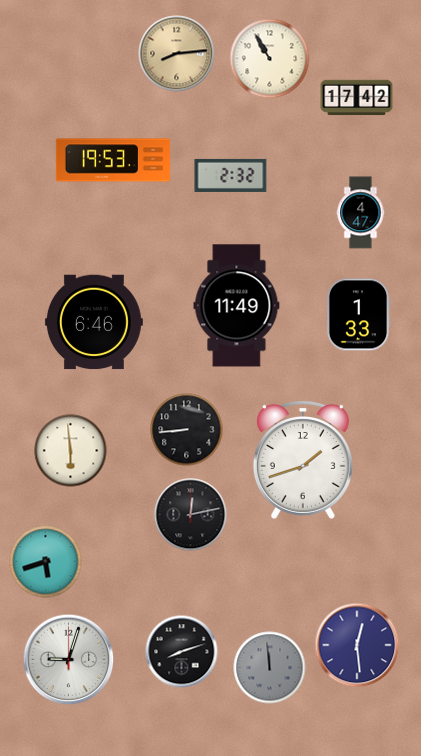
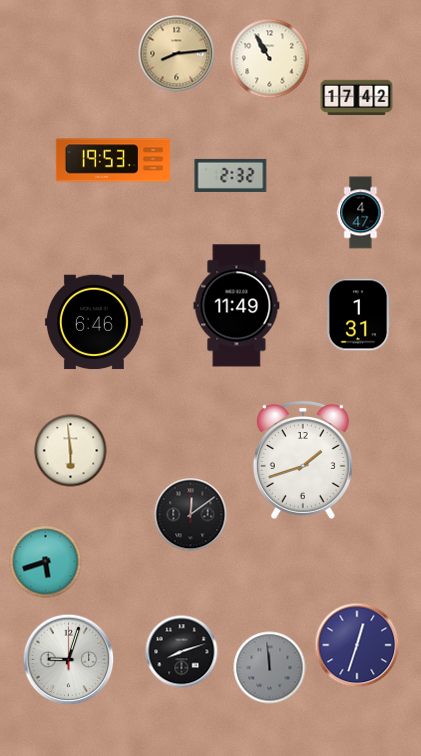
clock at (358, 315): 1:33 -> 1:31
clock at (187, 430): 8:44 -> none
clock at (191, 515): 12:13 -> 12:09
clock at (357, 645): 12:29 -> 12:33
